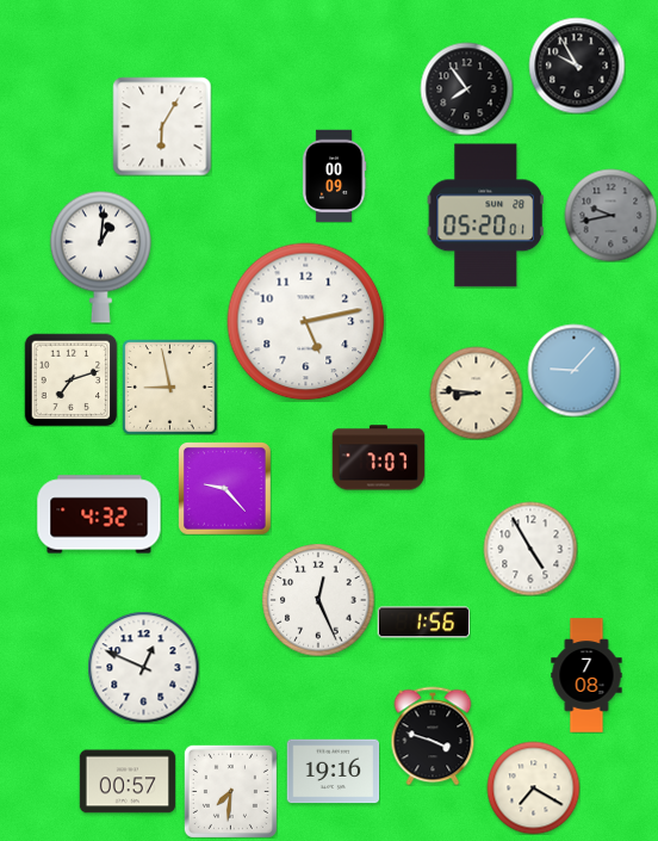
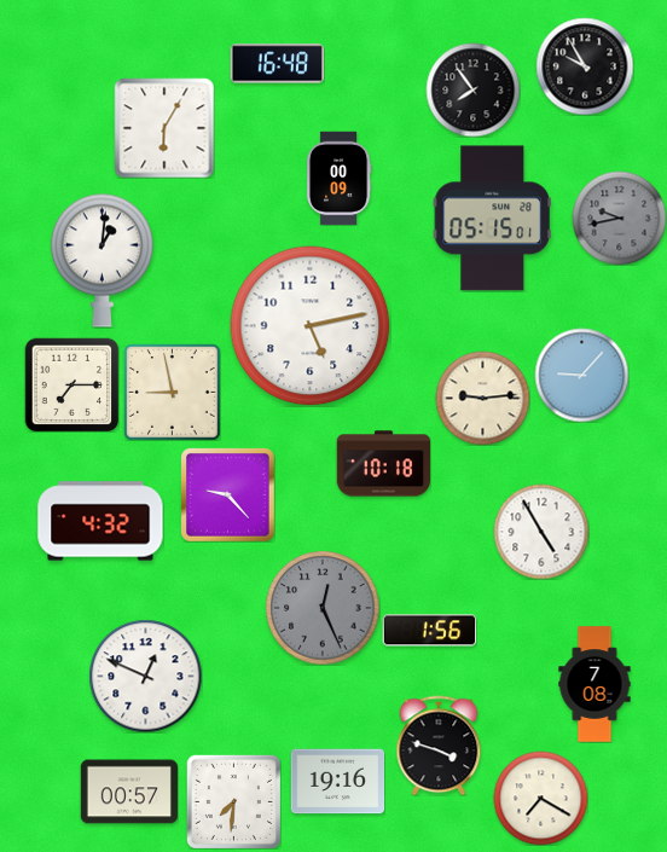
clock at (277, 64): none -> 16:48
clock at (485, 216): 05:20 -> 05:15
clock at (70, 379): 7:12 -> 7:15
clock at (476, 392): 8:46 -> 9:14
clock at (378, 458): 7:07 -> 10:18
clock at (530, 549) position: (530, 549) -> (541, 532)
clock at (318, 600) dial: white -> grey
